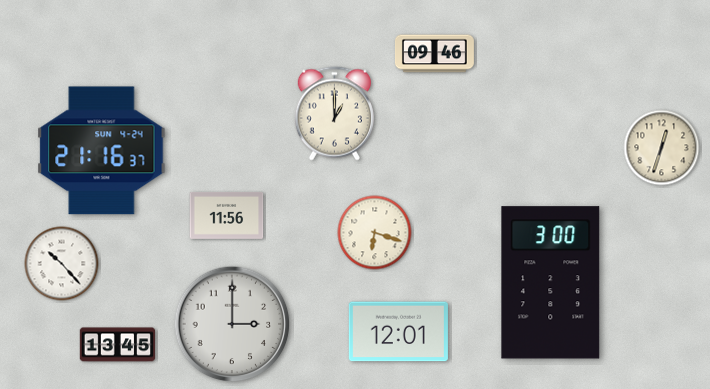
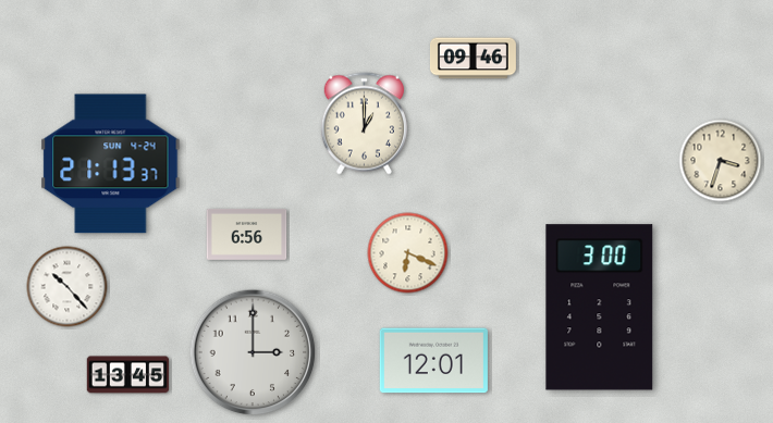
clock at (662, 148): 12:33 -> 3:33
clock at (102, 151): 21:16 -> 21:13
clock at (227, 215): 11:56 -> 6:56
clock at (375, 233): 6:18 -> 6:19
